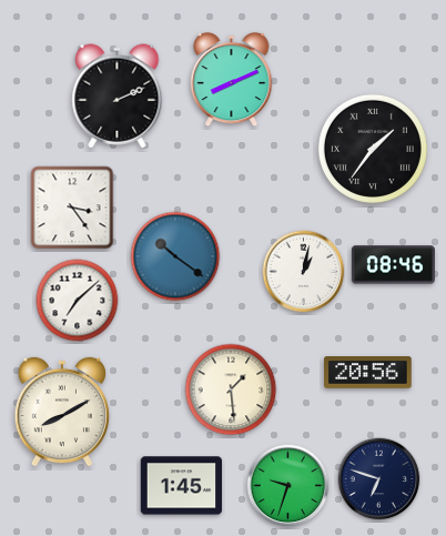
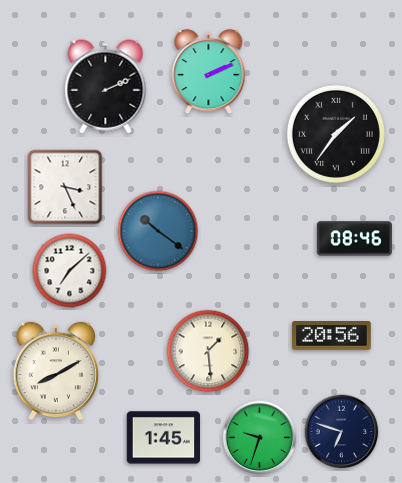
clock at (232, 80): 8:11 -> 2:11
clock at (72, 208): 3:24 -> 3:26
clock at (304, 272): 1:02 -> none
